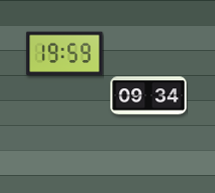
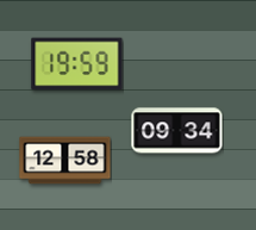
clock at (149, 96) position: (149, 96) -> (177, 131)
clock at (65, 161): none -> 12:58
